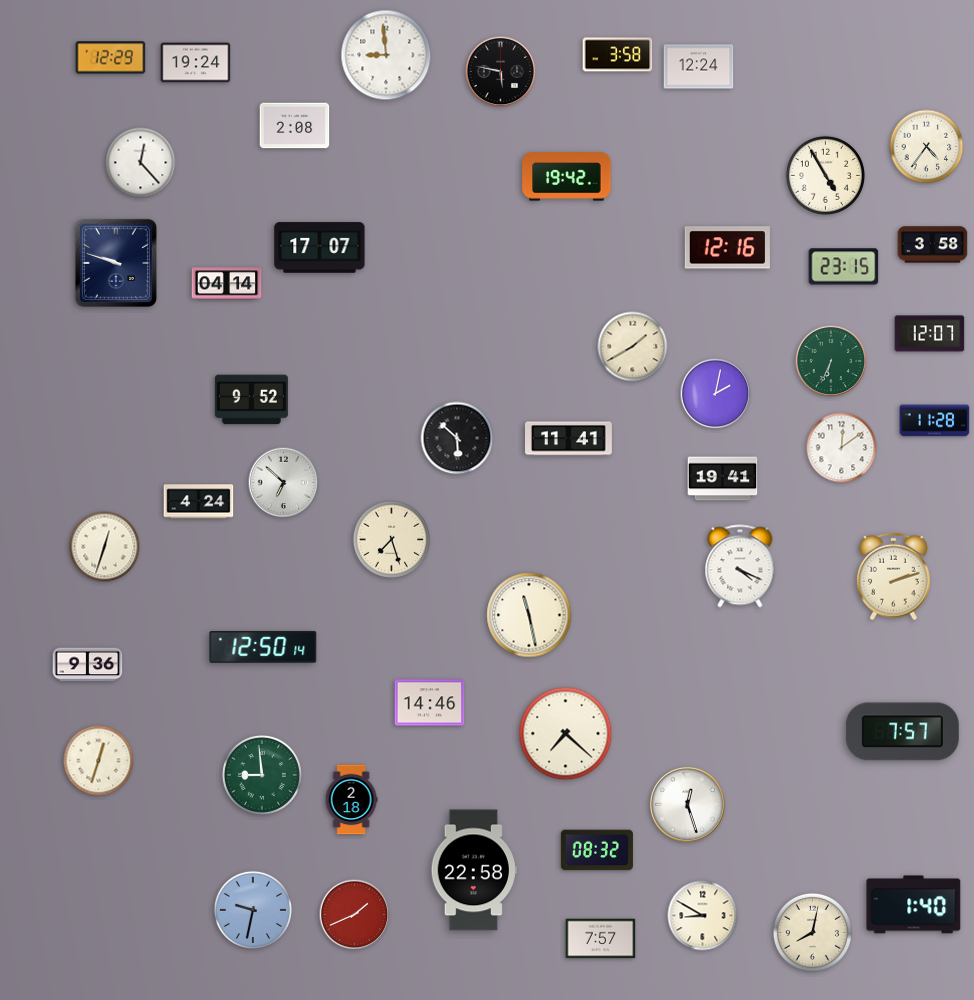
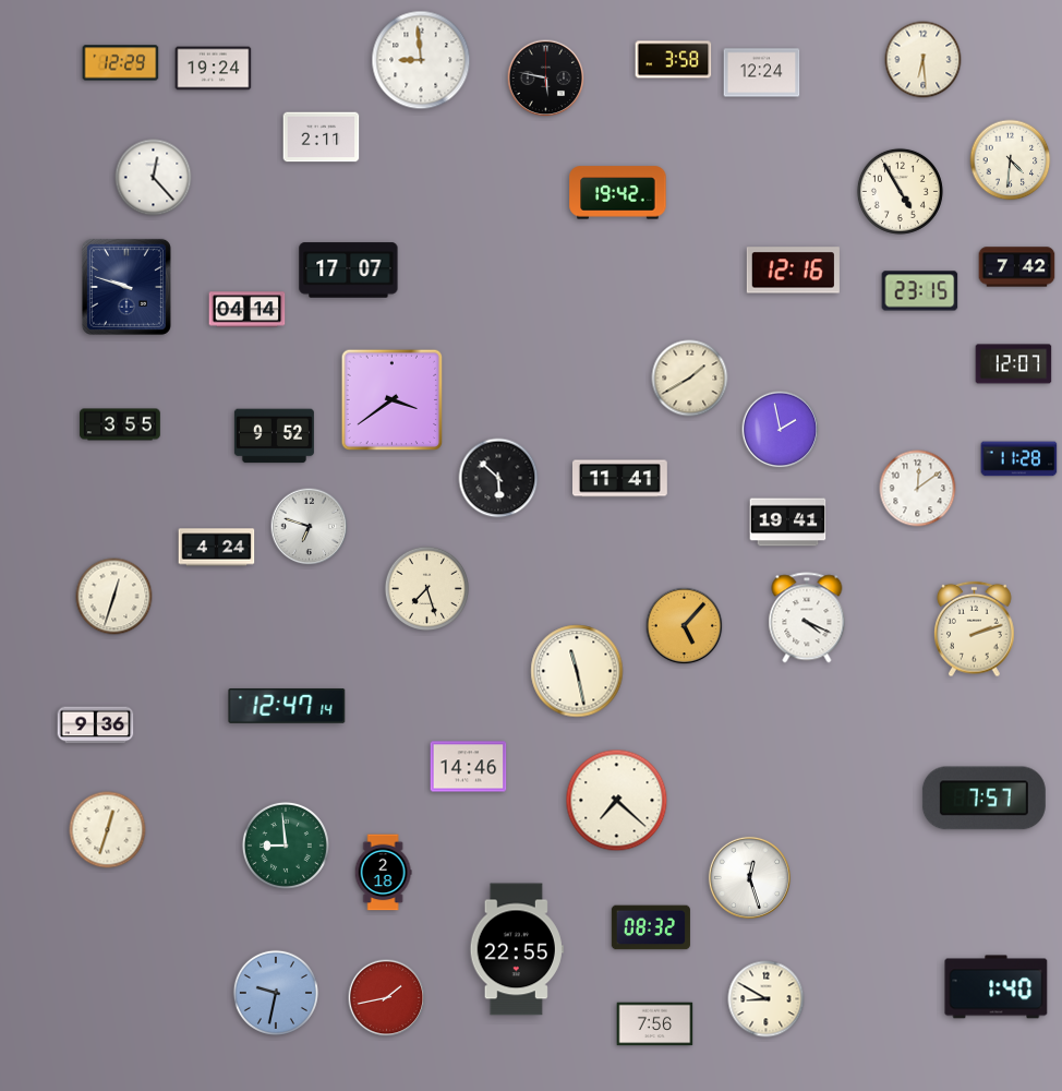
clock at (924, 60): none -> 6:29
clock at (295, 126): 2:08 -> 2:11
clock at (927, 147): 4:36 -> 4:31
clock at (933, 245): 3:58 -> 7:42
clock at (831, 361): 6:34 -> none
clock at (393, 400): none -> 3:39
clock at (120, 424): none -> 3:55
clock at (716, 394): 2:02 -> 1:58
clock at (284, 483): 6:52 -> 6:48
clock at (685, 626): none -> 5:07
clock at (263, 647): 12:50 -> 12:47
clock at (474, 870): 22:58 -> 22:55
clock at (355, 915): 1:41 -> 1:43
clock at (812, 932): 8:02 -> none
clock at (601, 939): 7:57 -> 7:56
